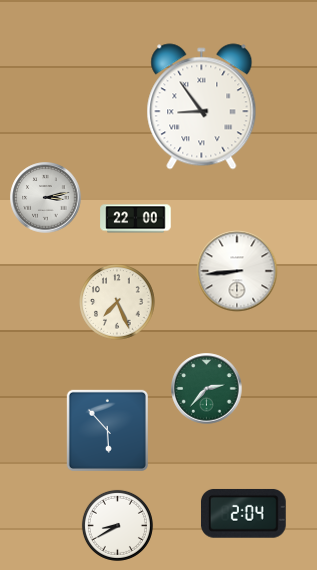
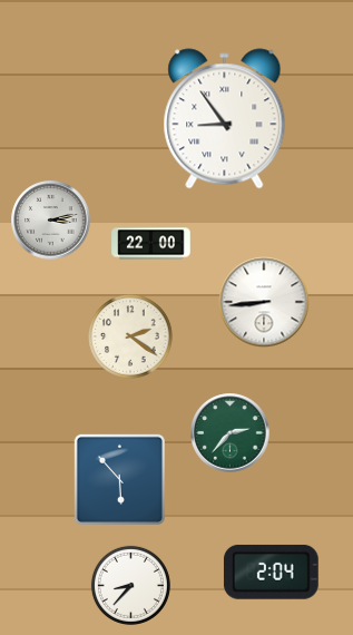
clock at (117, 302): 7:26 -> 2:21
clock at (117, 525): 8:40 -> 8:37
